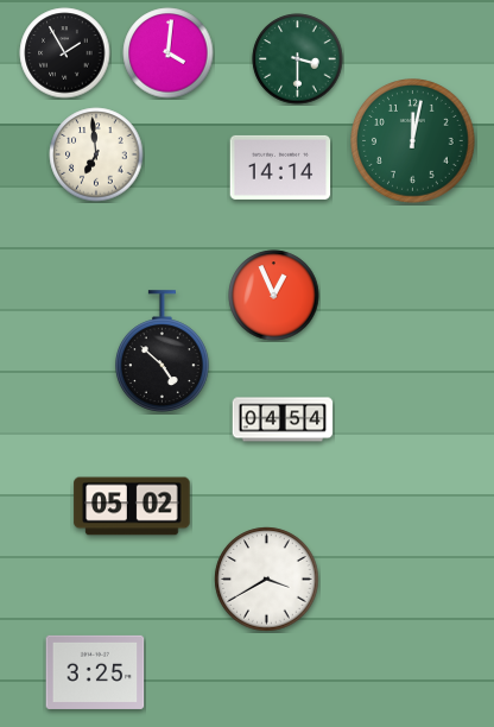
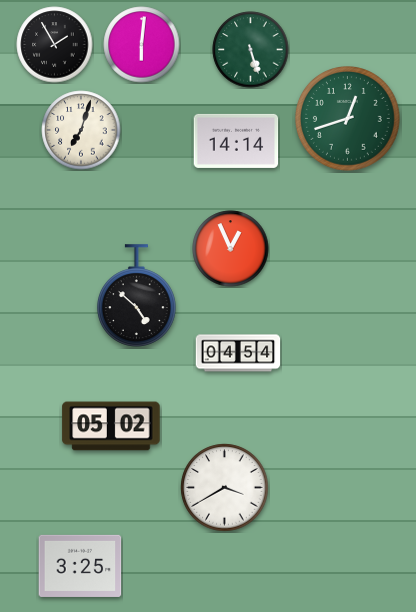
clock at (169, 53): 4:01 -> 6:01
clock at (298, 59): 3:30 -> 5:27
clock at (413, 141): 12:02 -> 12:42
clock at (96, 154): 6:59 -> 7:03
